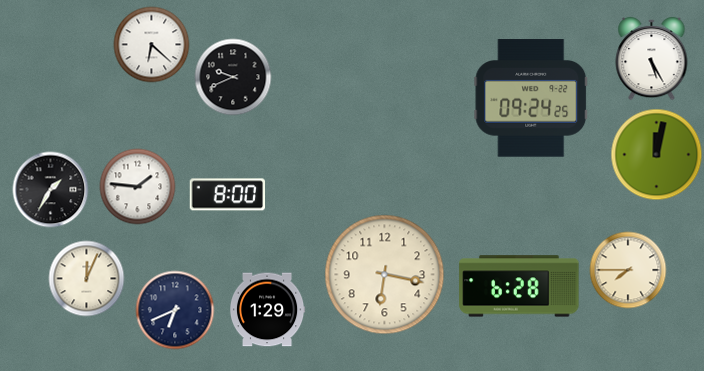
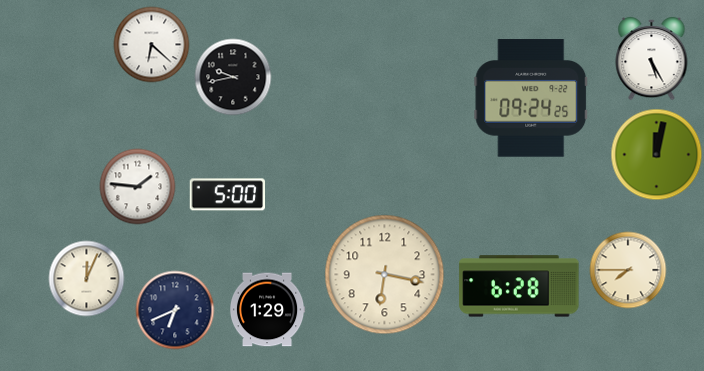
clock at (233, 77): 9:41 -> 9:43
clock at (51, 190): 1:35 -> none
clock at (227, 195): 8:00 -> 5:00
